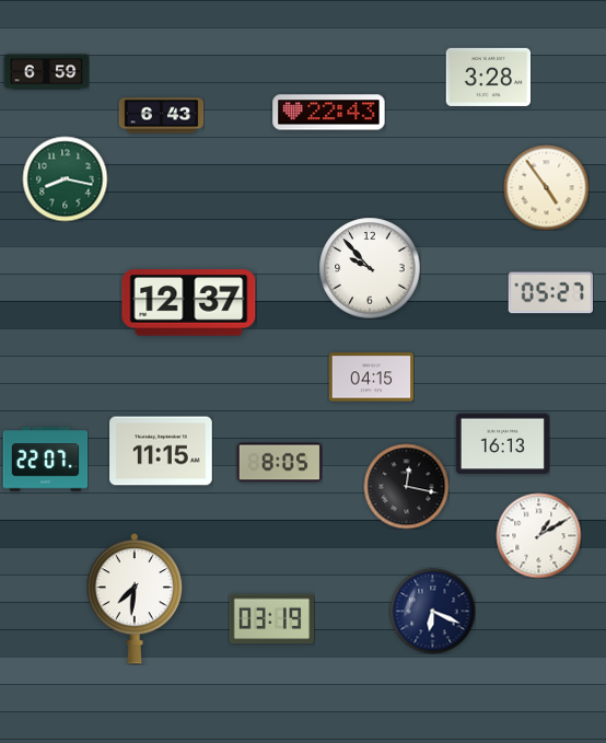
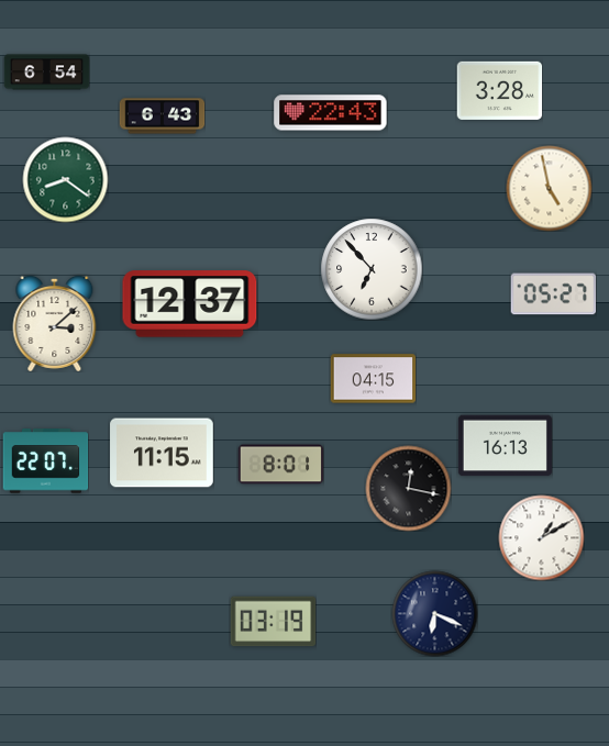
clock at (46, 72): 6:59 -> 6:54
clock at (488, 77) position: (488, 77) -> (499, 90)
clock at (65, 178): 8:17 -> 8:21
clock at (546, 187): 4:54 -> 4:58
clock at (370, 268): 9:53 -> 6:53
clock at (55, 323): none -> 3:08
clock at (279, 463): 8:05 -> 8:01
clock at (133, 599): 7:31 -> none
